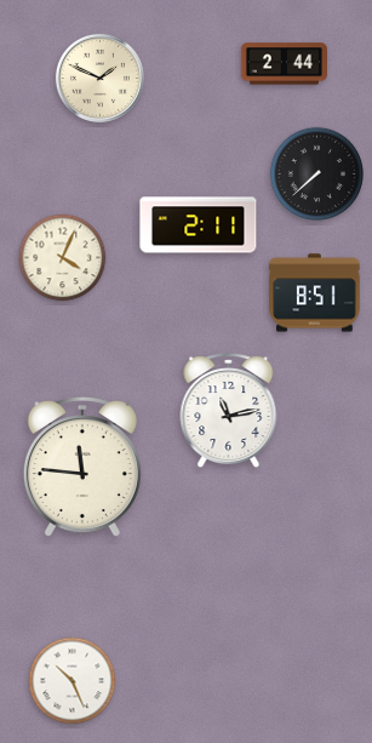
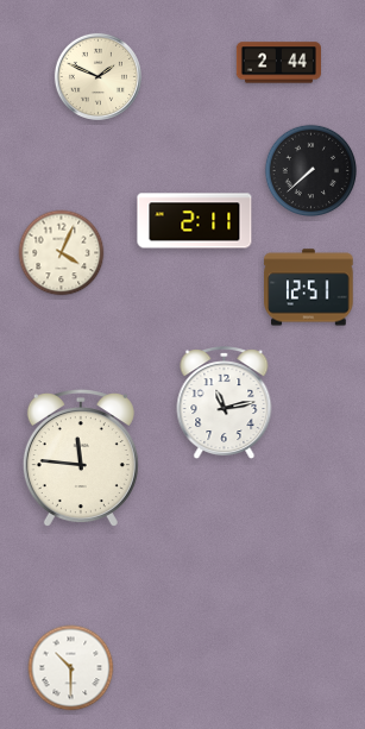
clock at (315, 293): 8:51 -> 12:51
clock at (73, 681): 10:26 -> 10:30
